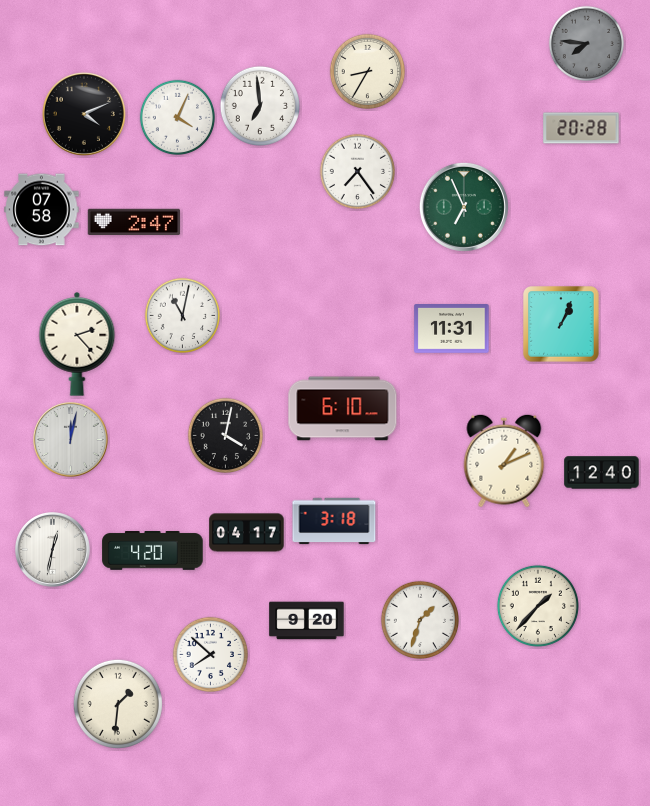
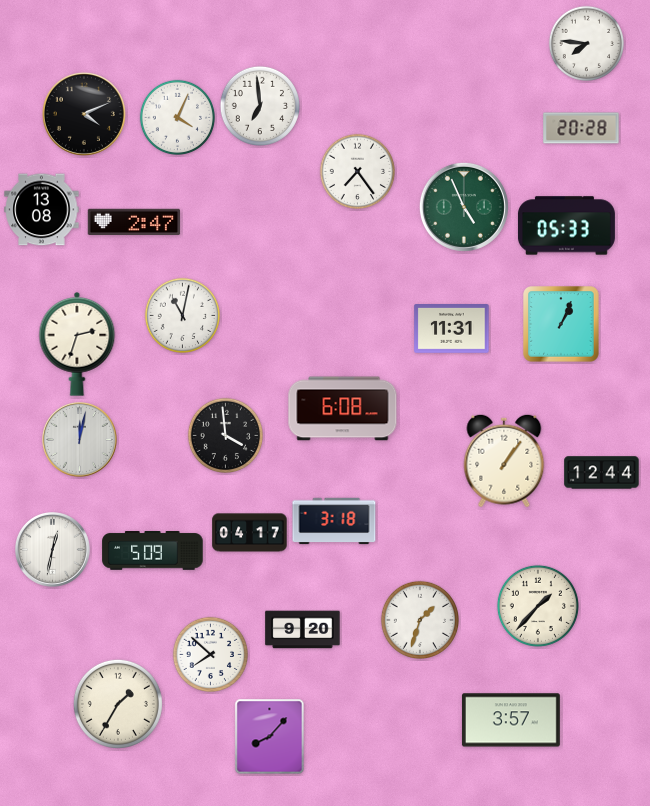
clock at (586, 43) dial: grey -> white
clock at (367, 71): 8:35 -> none
clock at (464, 207): 6:56 -> 4:56
clock at (42, 210): 07:58 -> 13:08
clock at (566, 226): none -> 05:33
clock at (77, 344): 2:23 -> 2:33
clock at (343, 409): 6:10 -> 6:08
clock at (225, 435): 4:02 -> 3:59
clock at (71, 440) position: (71, 440) -> (80, 440)
clock at (504, 461): 1:11 -> 1:06
clock at (602, 473): 12:40 -> 12:44
clock at (247, 533) position: (247, 533) -> (250, 533)
clock at (153, 551): 4:20 -> 5:09
clock at (307, 621) position: (307, 621) -> (303, 630)
clock at (118, 704): 1:31 -> 1:35
clock at (511, 720): none -> 3:57
clock at (270, 737): none -> 8:07
